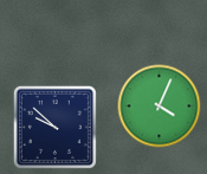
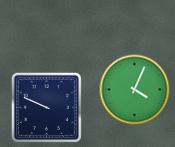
clock at (54, 127): 9:52 -> 9:49
